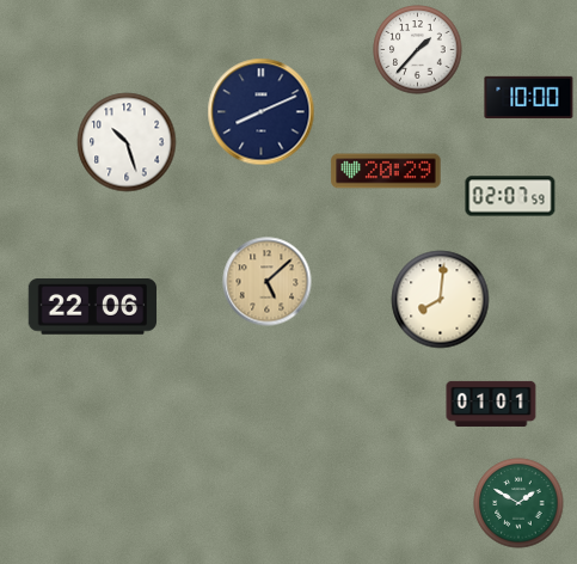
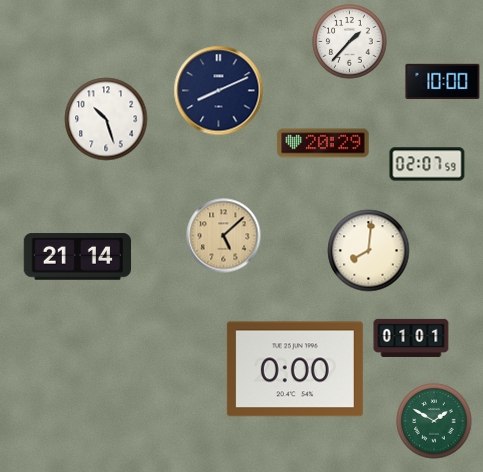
clock at (262, 112) position: (262, 112) -> (219, 91)
clock at (93, 307): 22:06 -> 21:14
clock at (295, 369): none -> 0:00
